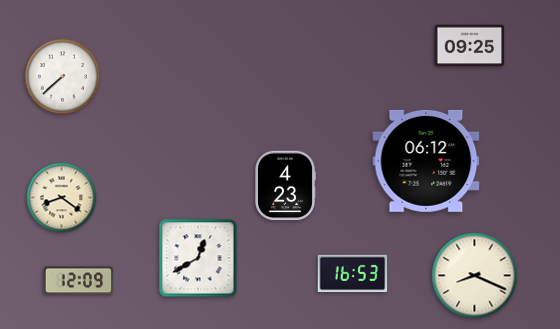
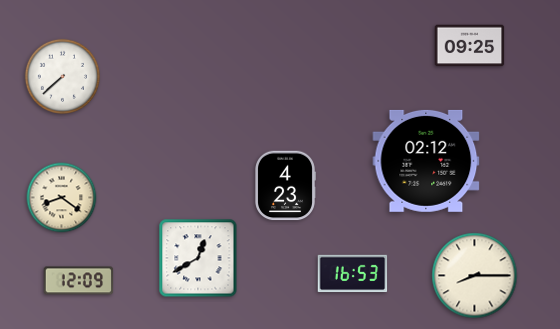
clock at (426, 161): 06:12 -> 02:12
clock at (475, 276): 8:19 -> 8:15
